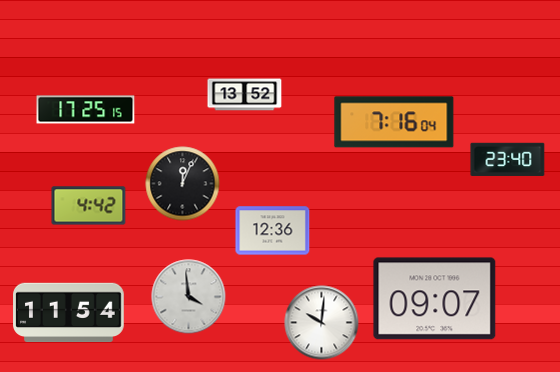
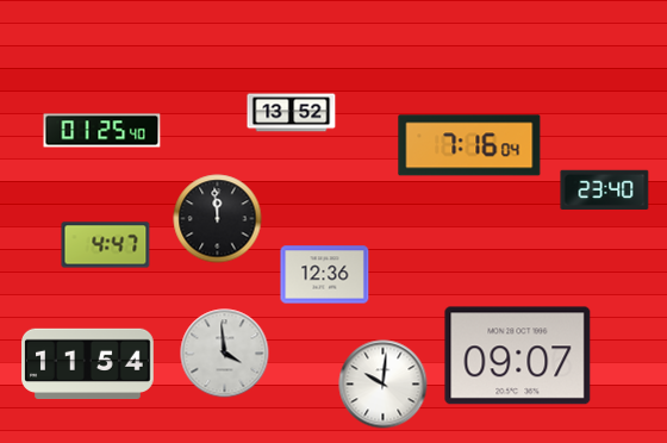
clock at (86, 110): 17:25 -> 01:25
clock at (183, 184): 12:04 -> 11:59
clock at (89, 206): 4:42 -> 4:47
clock at (69, 313) position: (69, 313) -> (88, 364)
